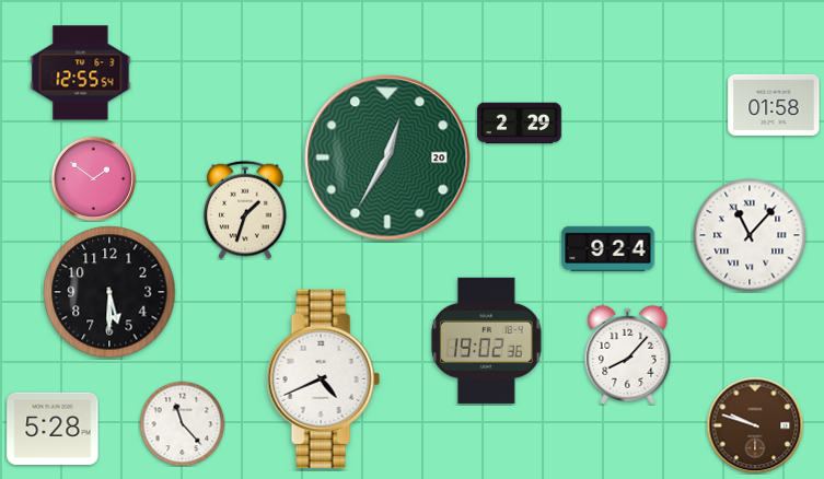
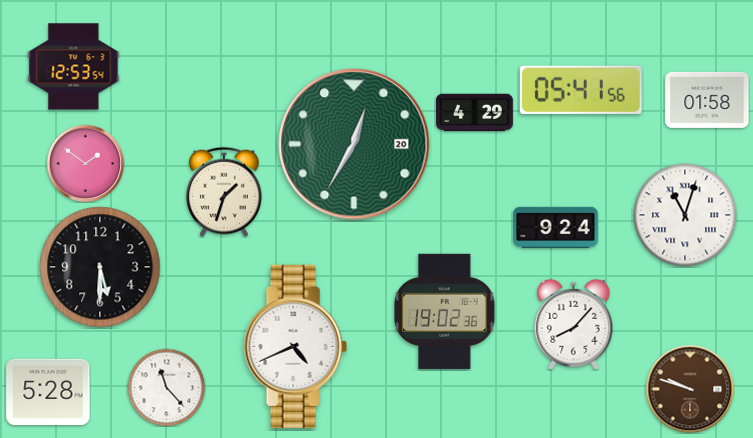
clock at (81, 73): 12:55 -> 12:53
clock at (581, 90): none -> 05:41
clock at (774, 105) position: (774, 105) -> (707, 100)
clock at (520, 124): 2:29 -> 4:29
clock at (750, 235): 11:07 -> 11:03
